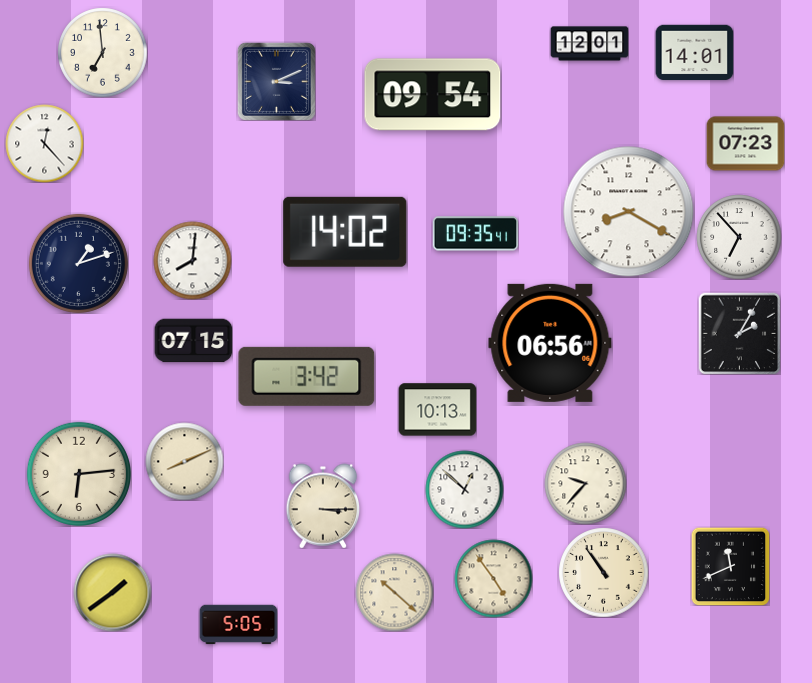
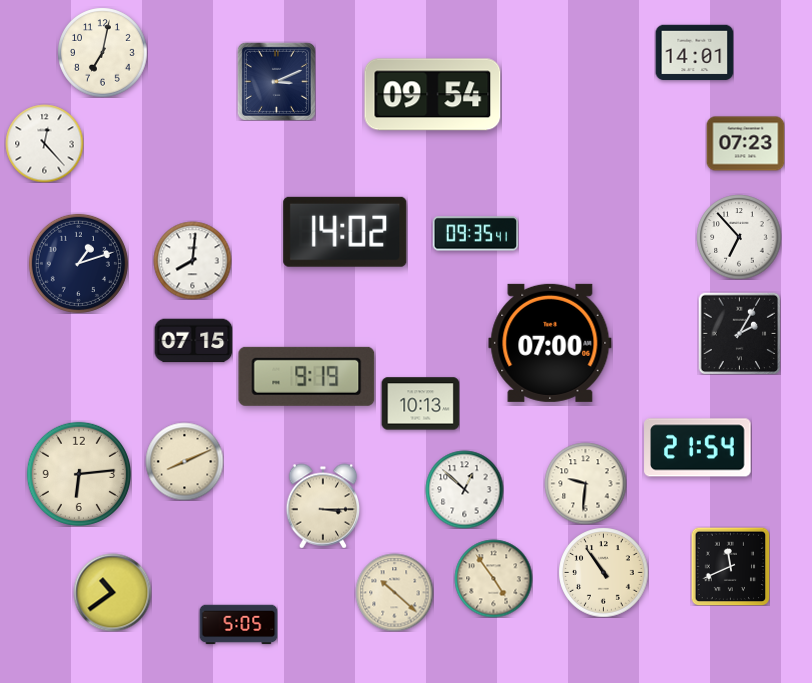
clock at (589, 44): 12:01 -> none
clock at (102, 52): 6:59 -> 7:02
clock at (629, 212): 8:20 -> none
clock at (550, 343): 06:56 -> 07:00
clock at (307, 376): 3:42 -> 9:19
clock at (437, 410) position: (437, 410) -> (420, 404)
clock at (698, 448): none -> 21:54
clock at (585, 483): 9:37 -> 9:31
clock at (112, 592): 1:39 -> 10:39
